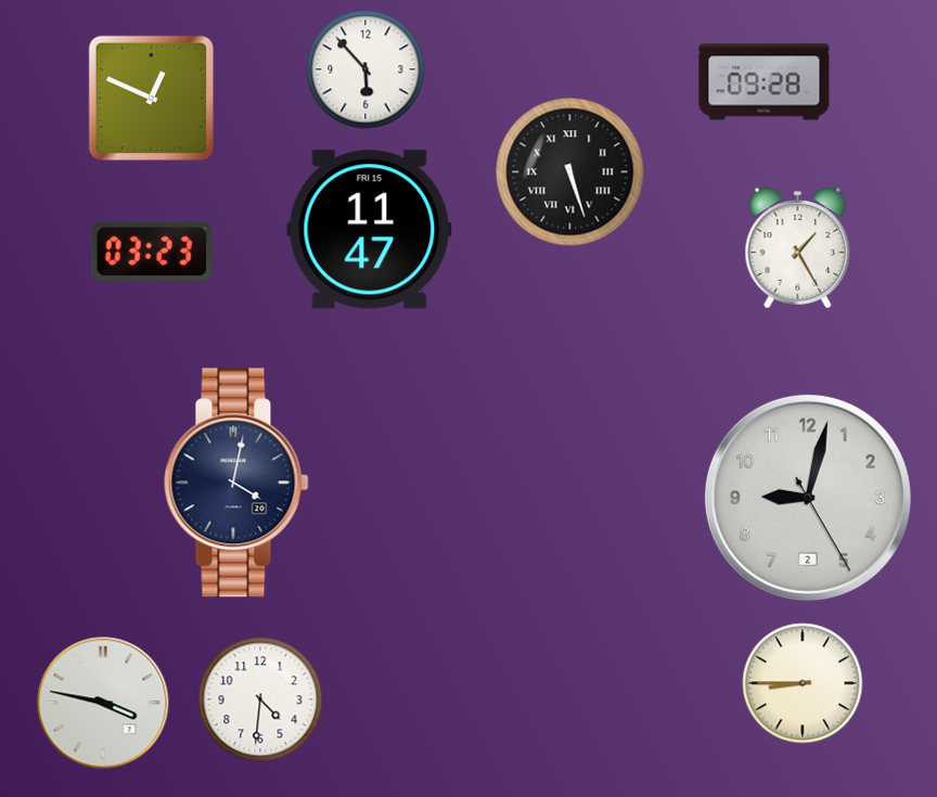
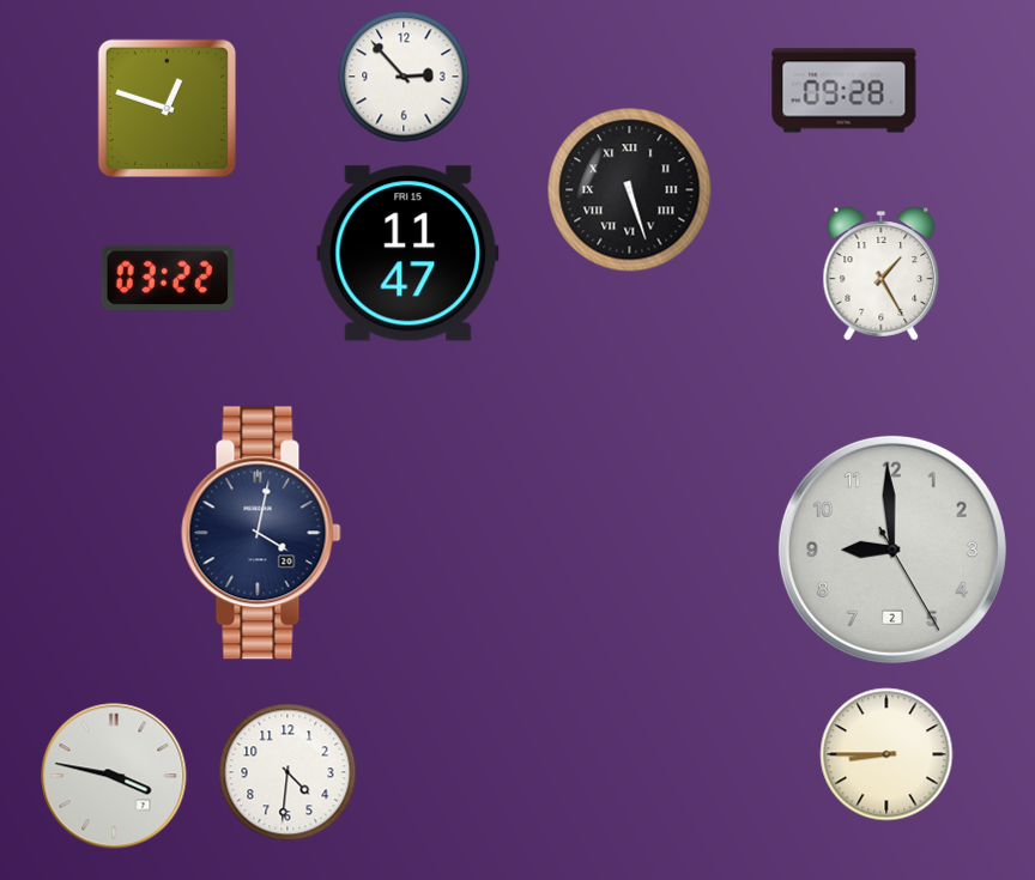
clock at (365, 69): 5:53 -> 2:53
clock at (151, 98): 12:49 -> 12:48
clock at (151, 252): 03:23 -> 03:22
clock at (808, 498): 9:02 -> 8:59
